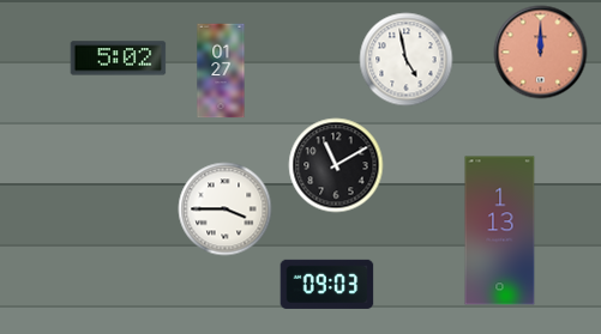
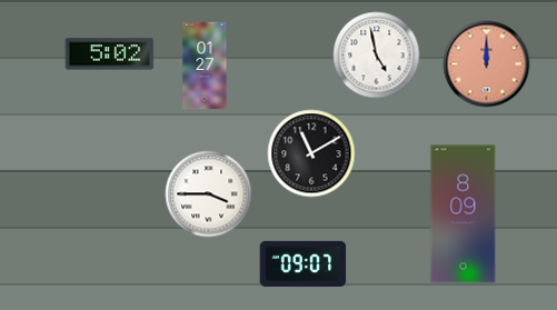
clock at (540, 51) position: (540, 51) -> (486, 63)
clock at (500, 231): 1:13 -> 8:09
clock at (326, 284): 09:03 -> 09:07
